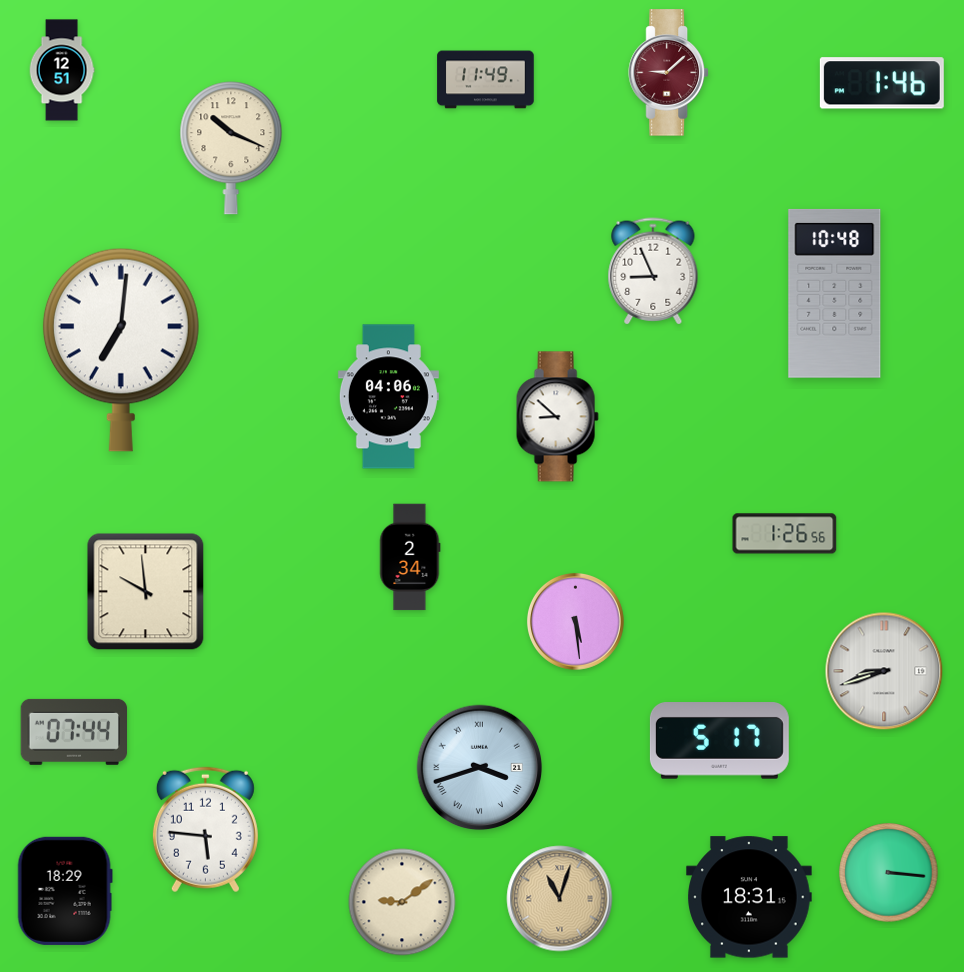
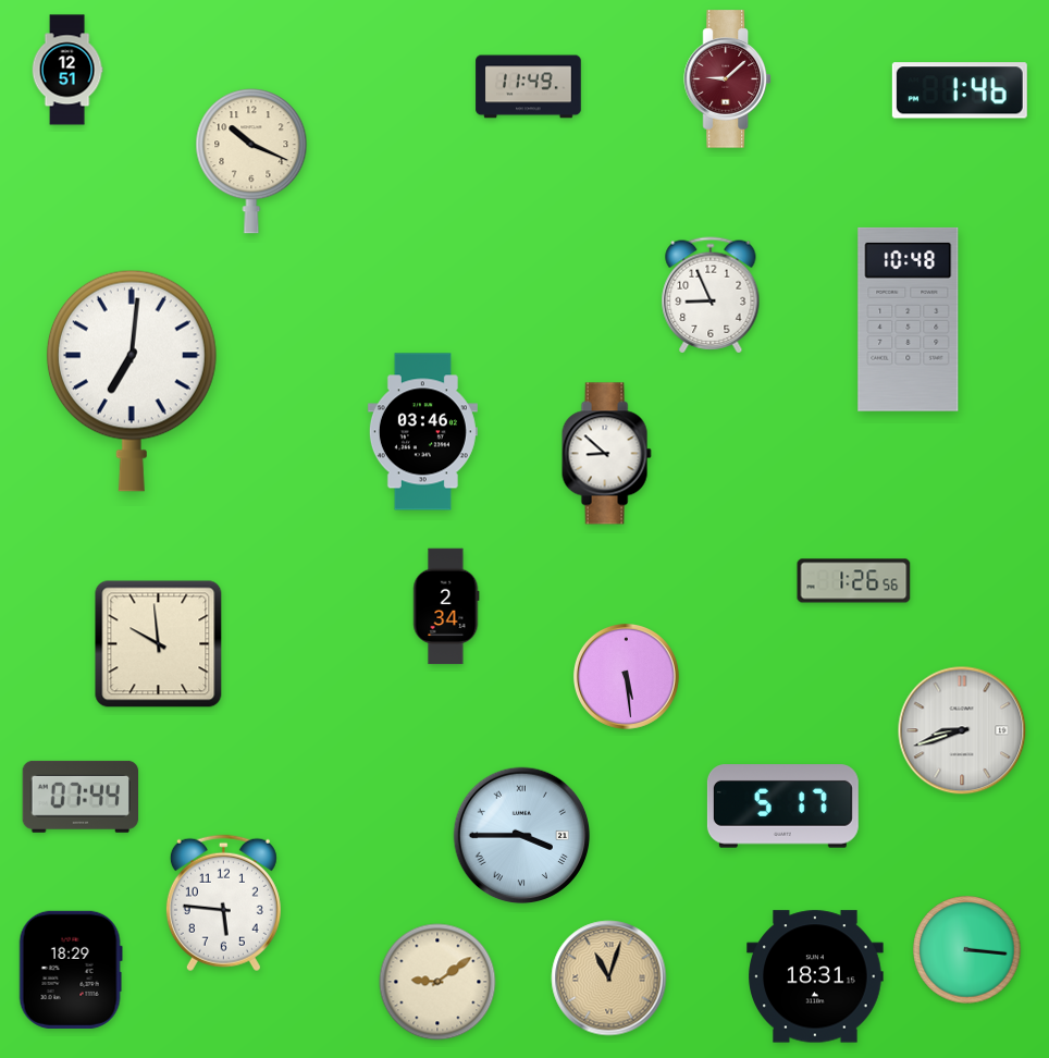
clock at (62, 70) position: (62, 70) -> (67, 70)
clock at (388, 397): 04:06 -> 03:46
clock at (480, 768): 3:42 -> 3:45
